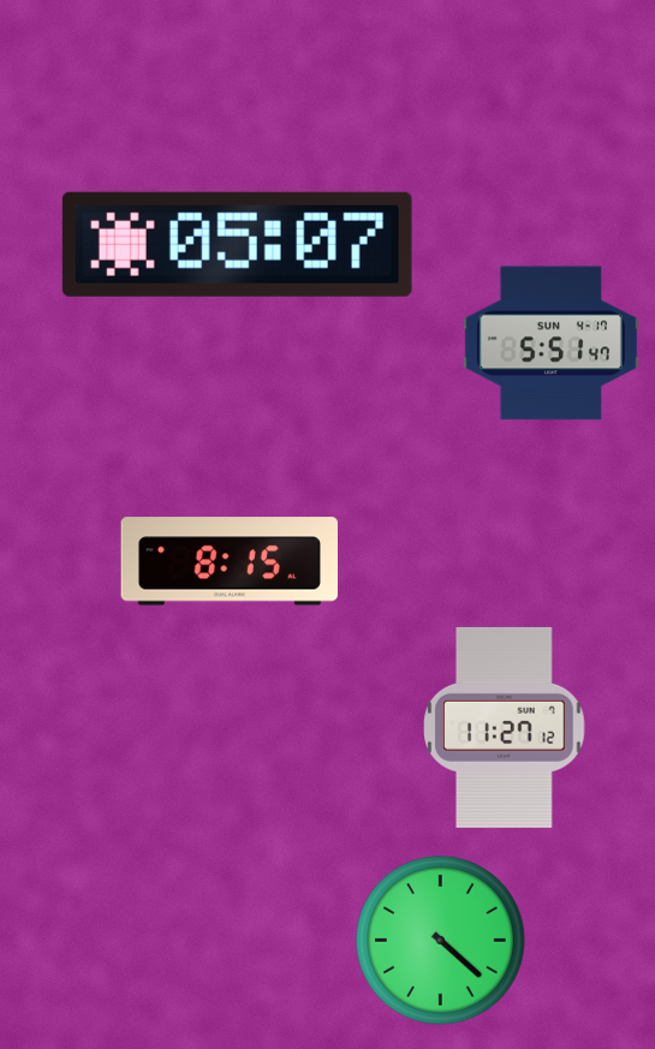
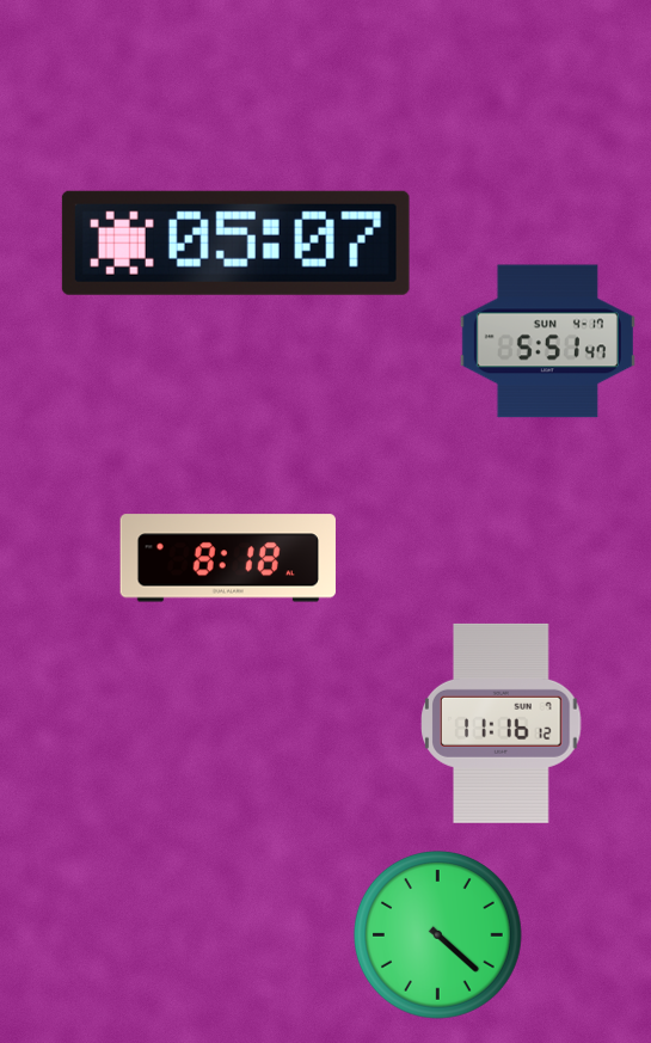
clock at (230, 561): 8:15 -> 8:18
clock at (505, 727): 11:27 -> 11:16
